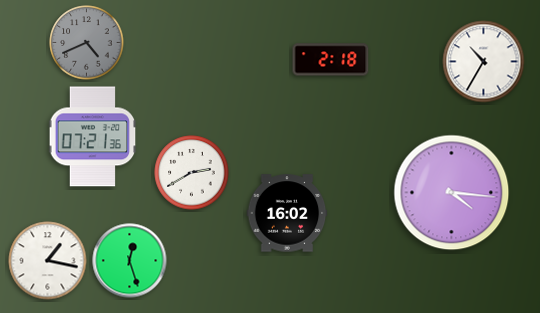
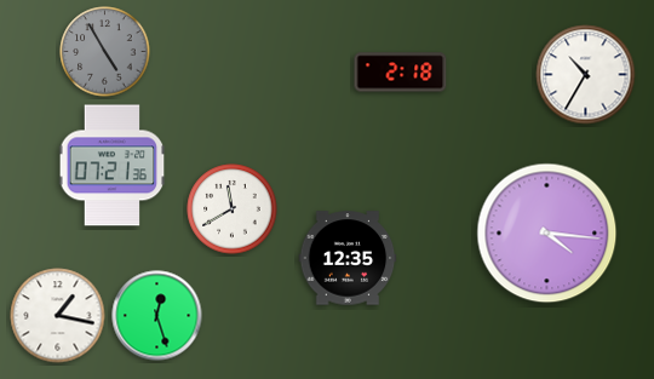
clock at (87, 43): 4:41 -> 4:55
clock at (192, 173): 2:40 -> 11:40
clock at (287, 213): 16:02 -> 12:35
